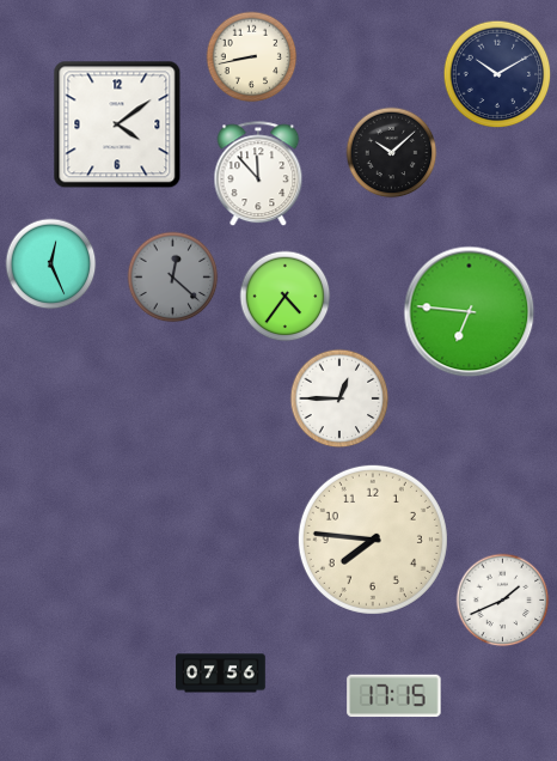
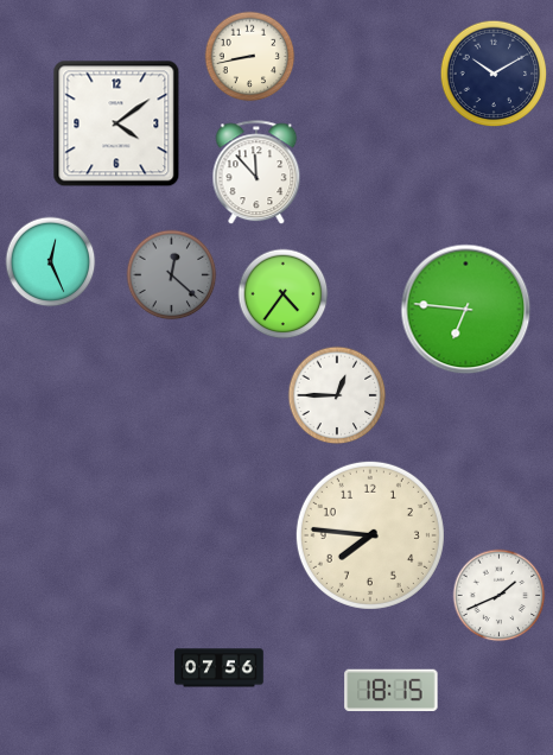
clock at (392, 153): 10:08 -> none
clock at (394, 696): 17:15 -> 18:15
